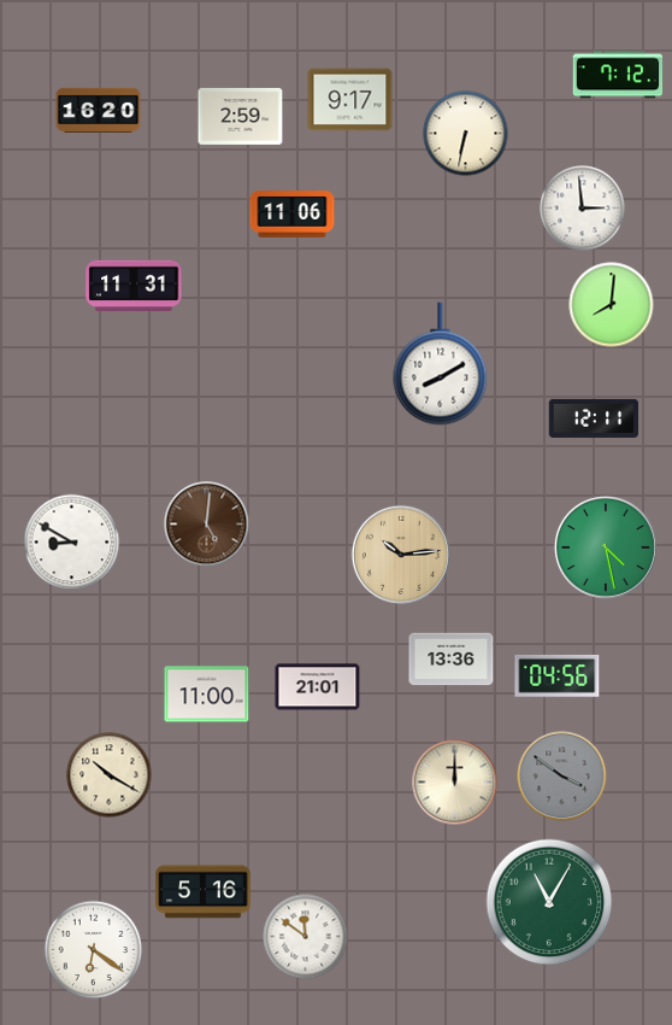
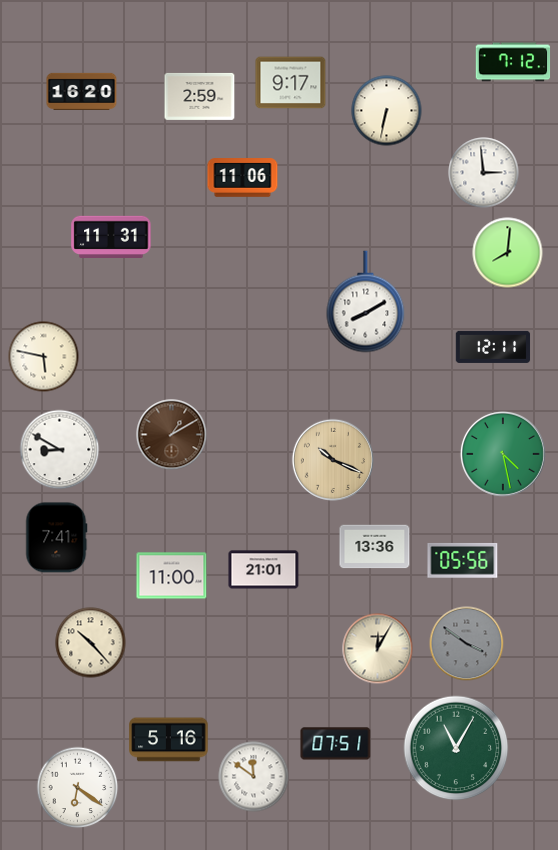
clock at (44, 357): none -> 5:47
clock at (207, 525): 5:01 -> 1:10
clock at (401, 555): 10:14 -> 10:19
clock at (57, 538): none -> 7:41
clock at (558, 675): 04:56 -> 05:56
clock at (110, 775): 10:20 -> 10:23
clock at (455, 783): 12:00 -> 12:05
clock at (336, 744): none -> 07:51
